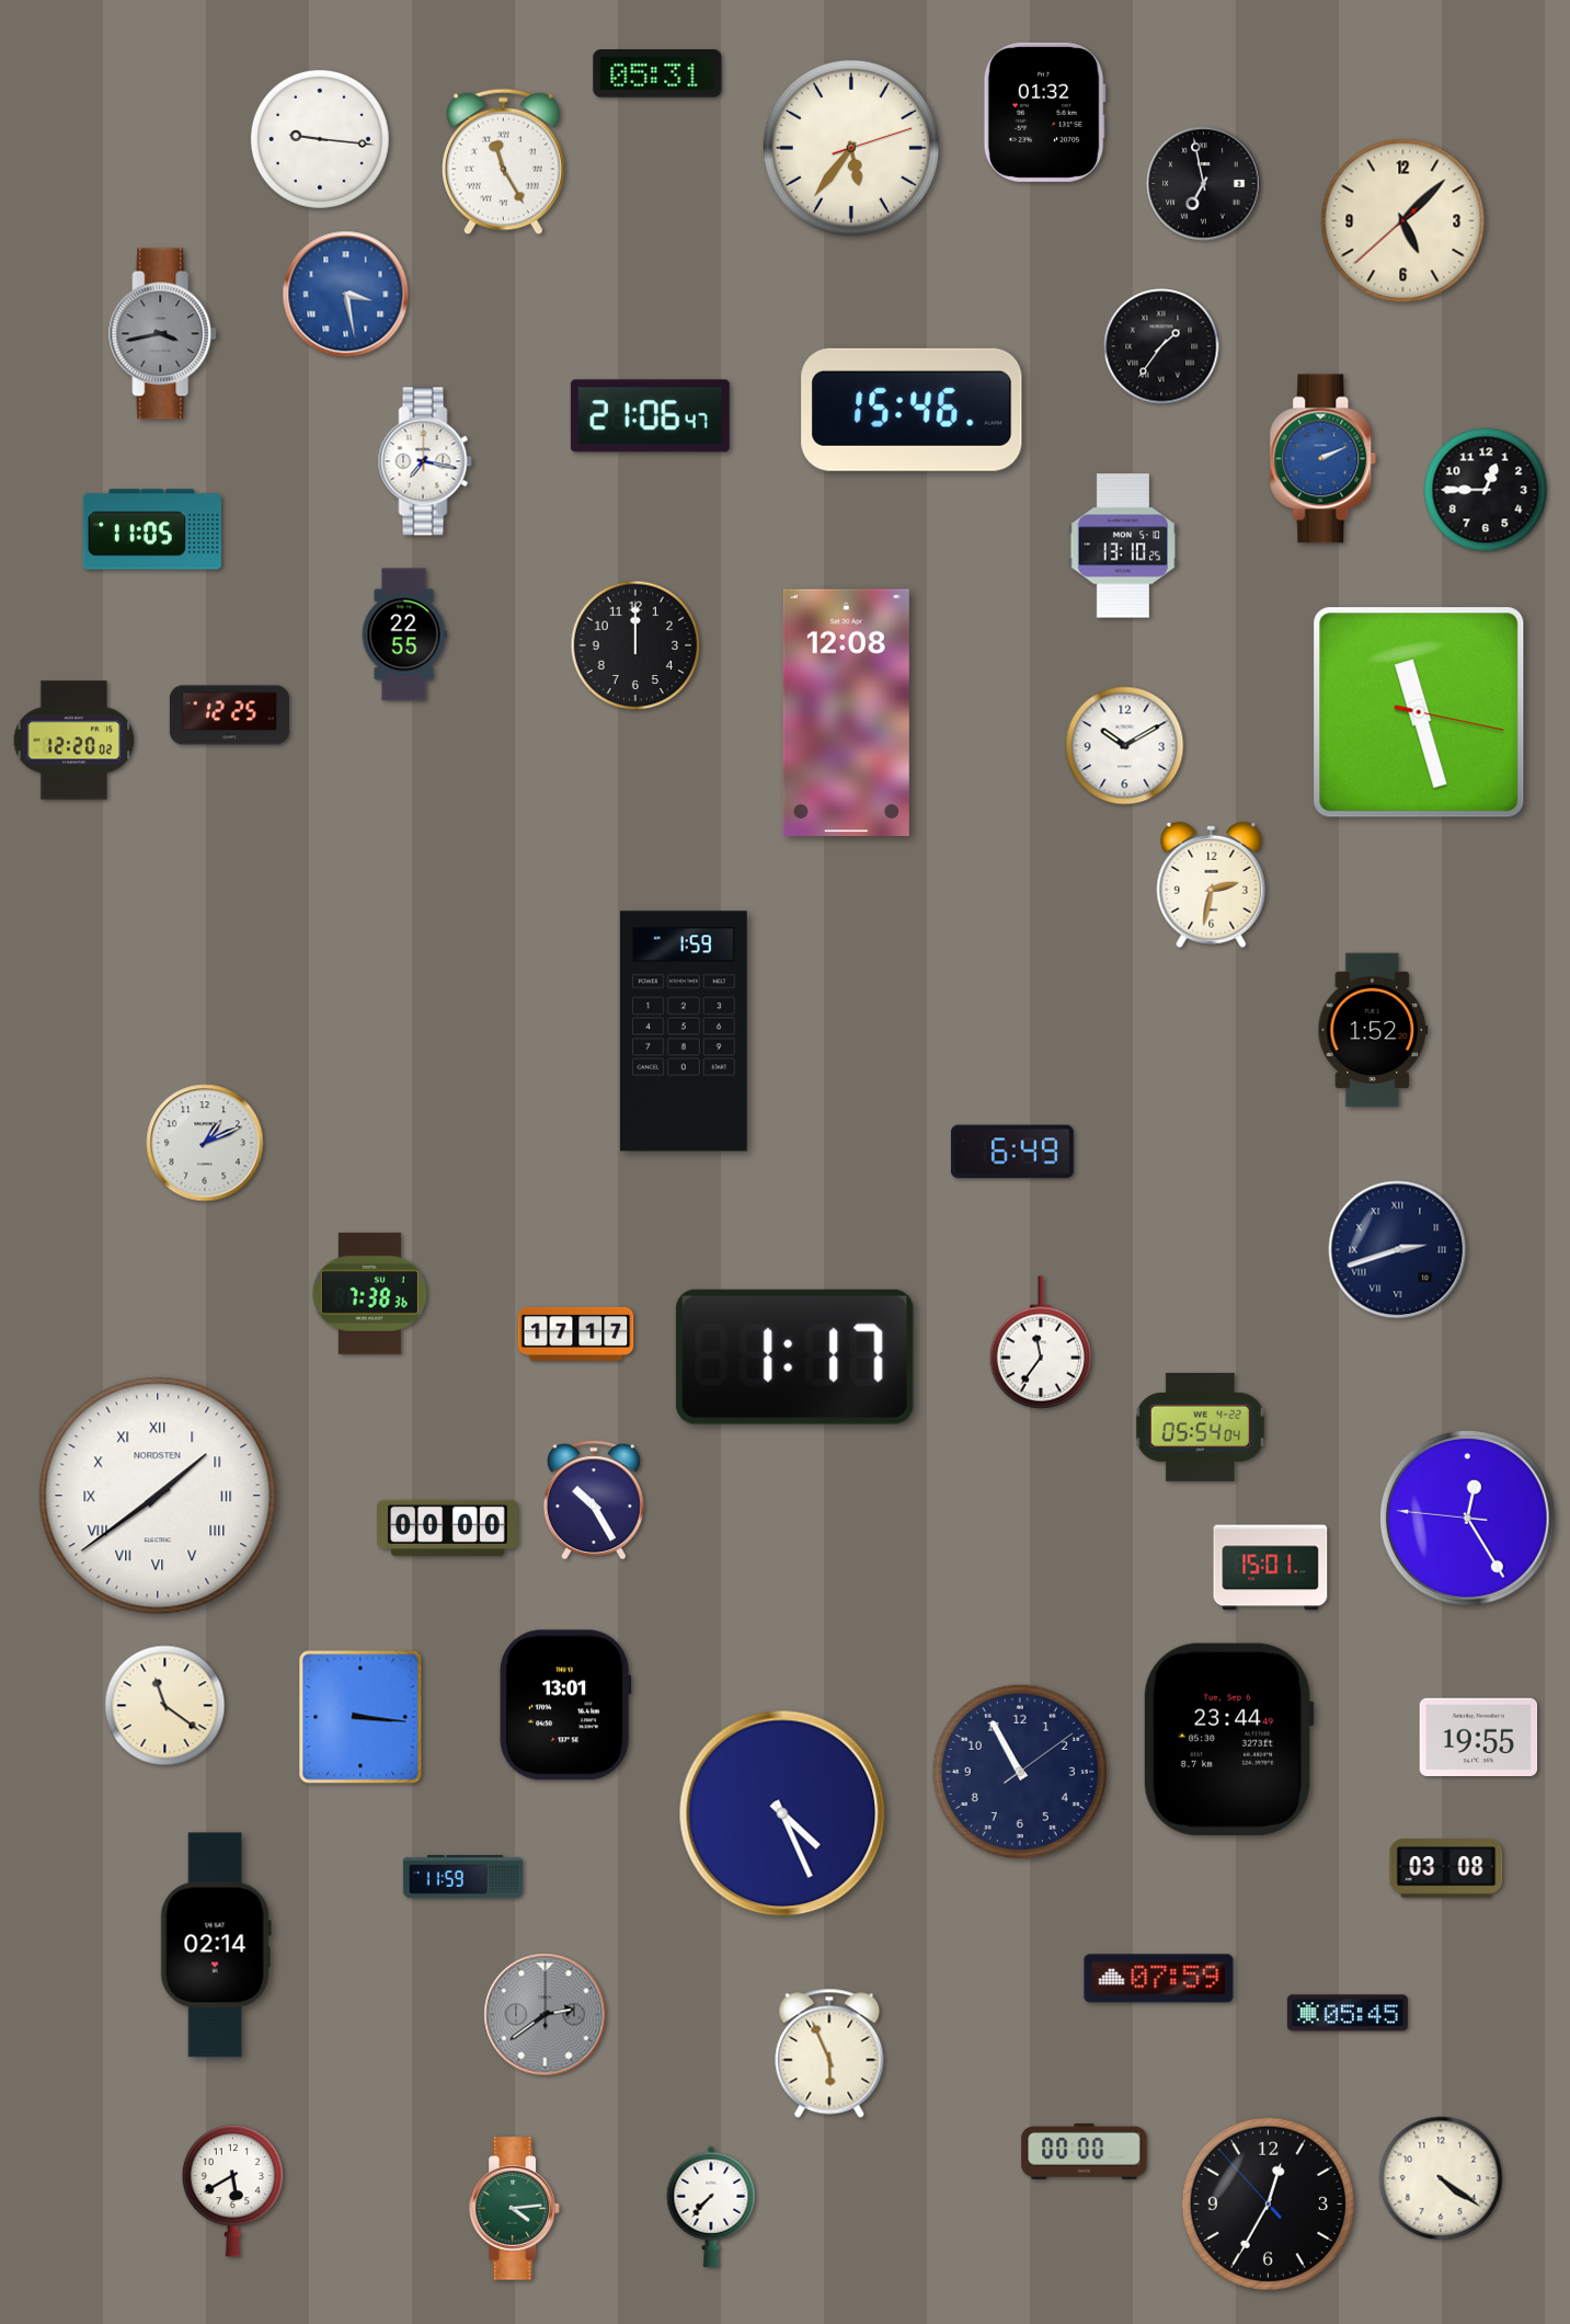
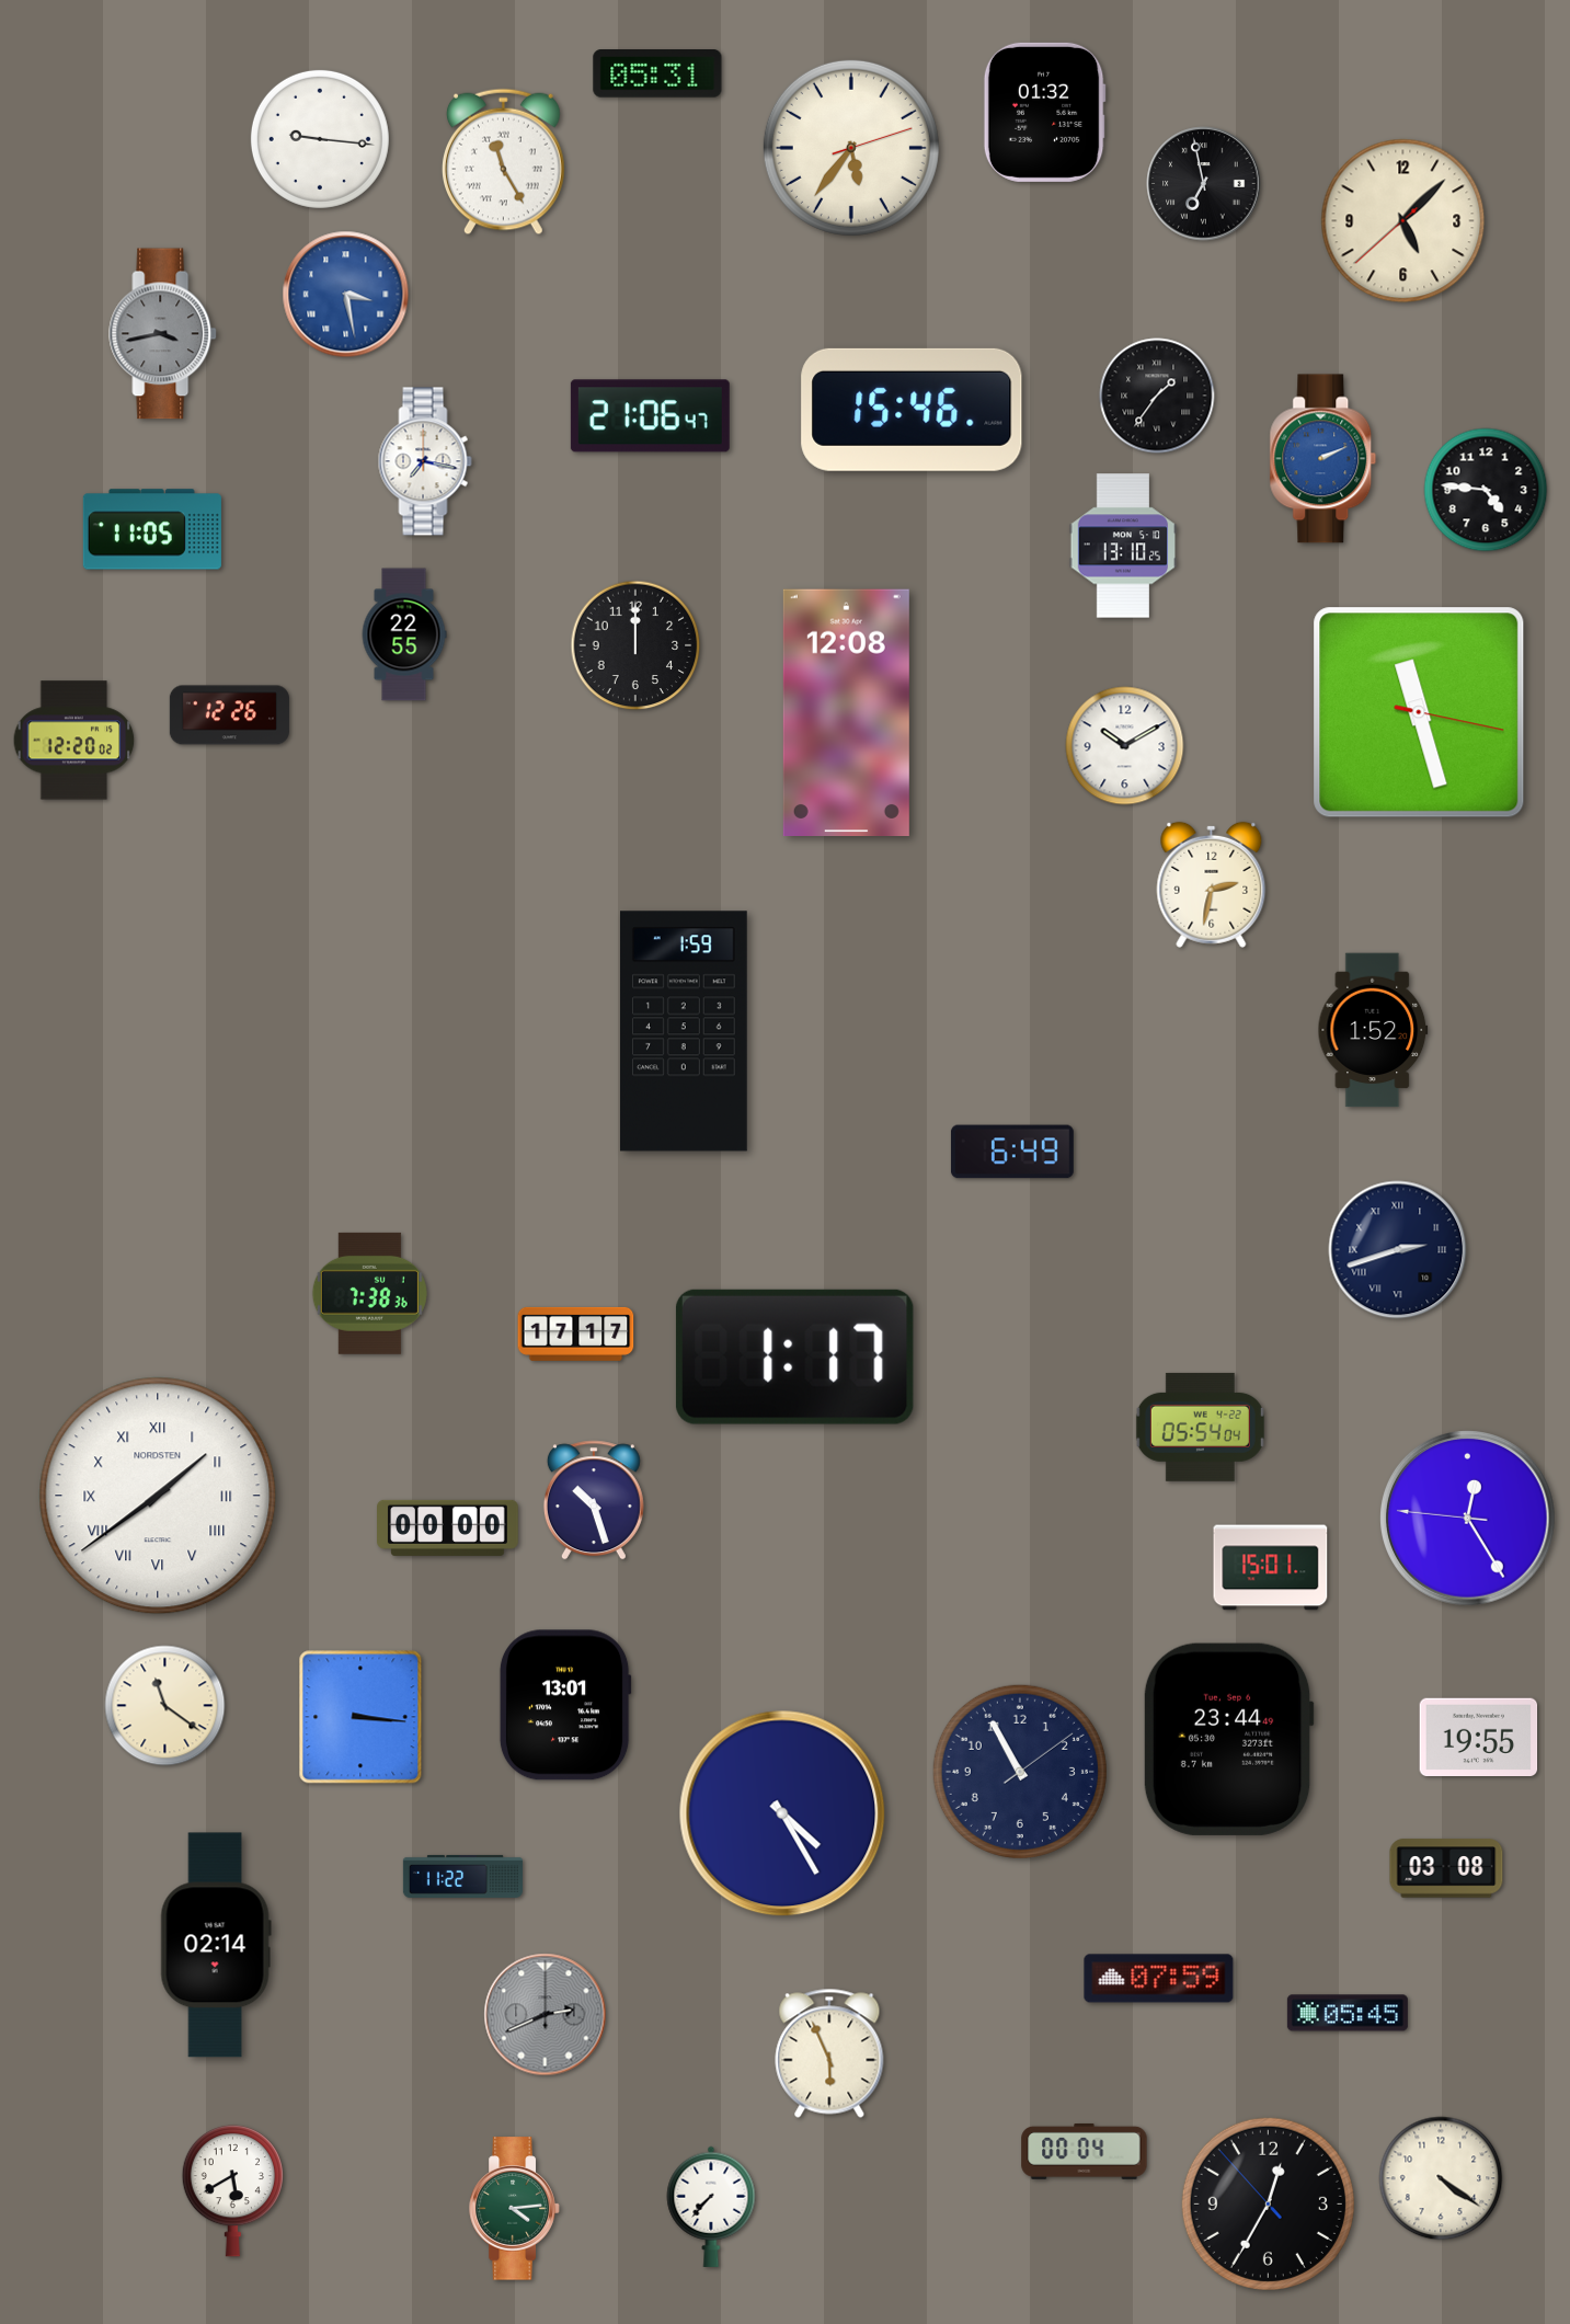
clock at (1161, 346) position: (1161, 346) -> (1157, 396)
clock at (1486, 490): 12:45 -> 4:46
clock at (229, 715): 12:25 -> 12:26
clock at (205, 1143): 1:11 -> none
clock at (1041, 1342): 11:36 -> none
clock at (594, 1500): 10:25 -> 10:27
clock at (782, 1813): 4:26 -> 4:25
clock at (462, 1876): 11:59 -> 11:22
clock at (546, 2015): 2:39 -> 2:41
clock at (1085, 2151): 00:00 -> 00:04
